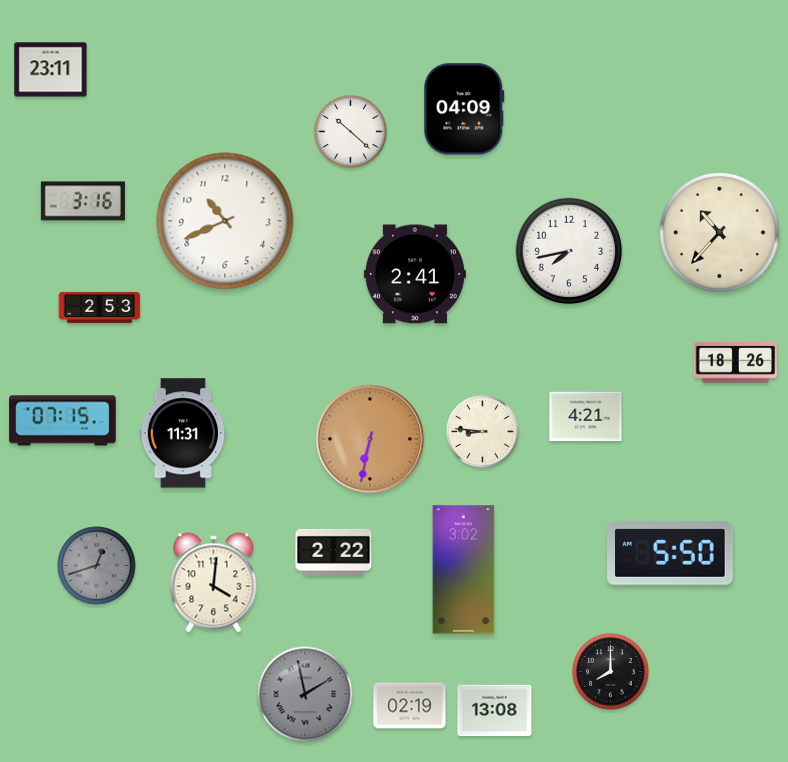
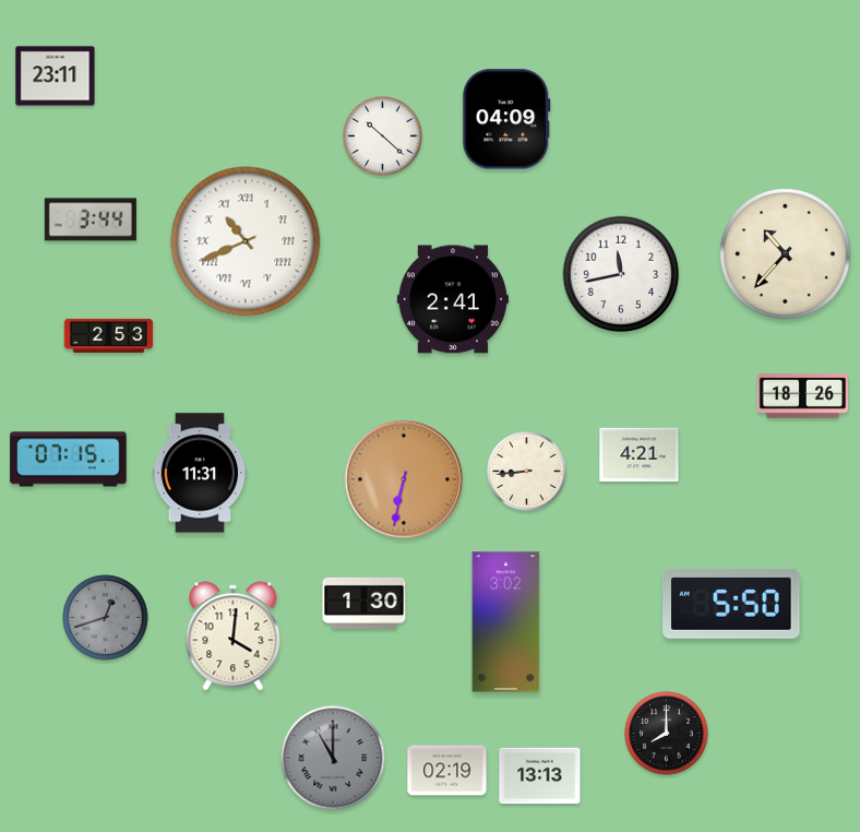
clock at (351, 132) position: (351, 132) -> (383, 136)
clock at (83, 201): 3:16 -> 3:44
clock at (225, 221) numerals: Arabic -> Roman
clock at (569, 251): 7:43 -> 11:43
clock at (483, 432): 8:46 -> 8:44
clock at (334, 552): 2:22 -> 1:30
clock at (305, 694): 1:58 -> 11:00
clock at (495, 711): 13:08 -> 13:13
